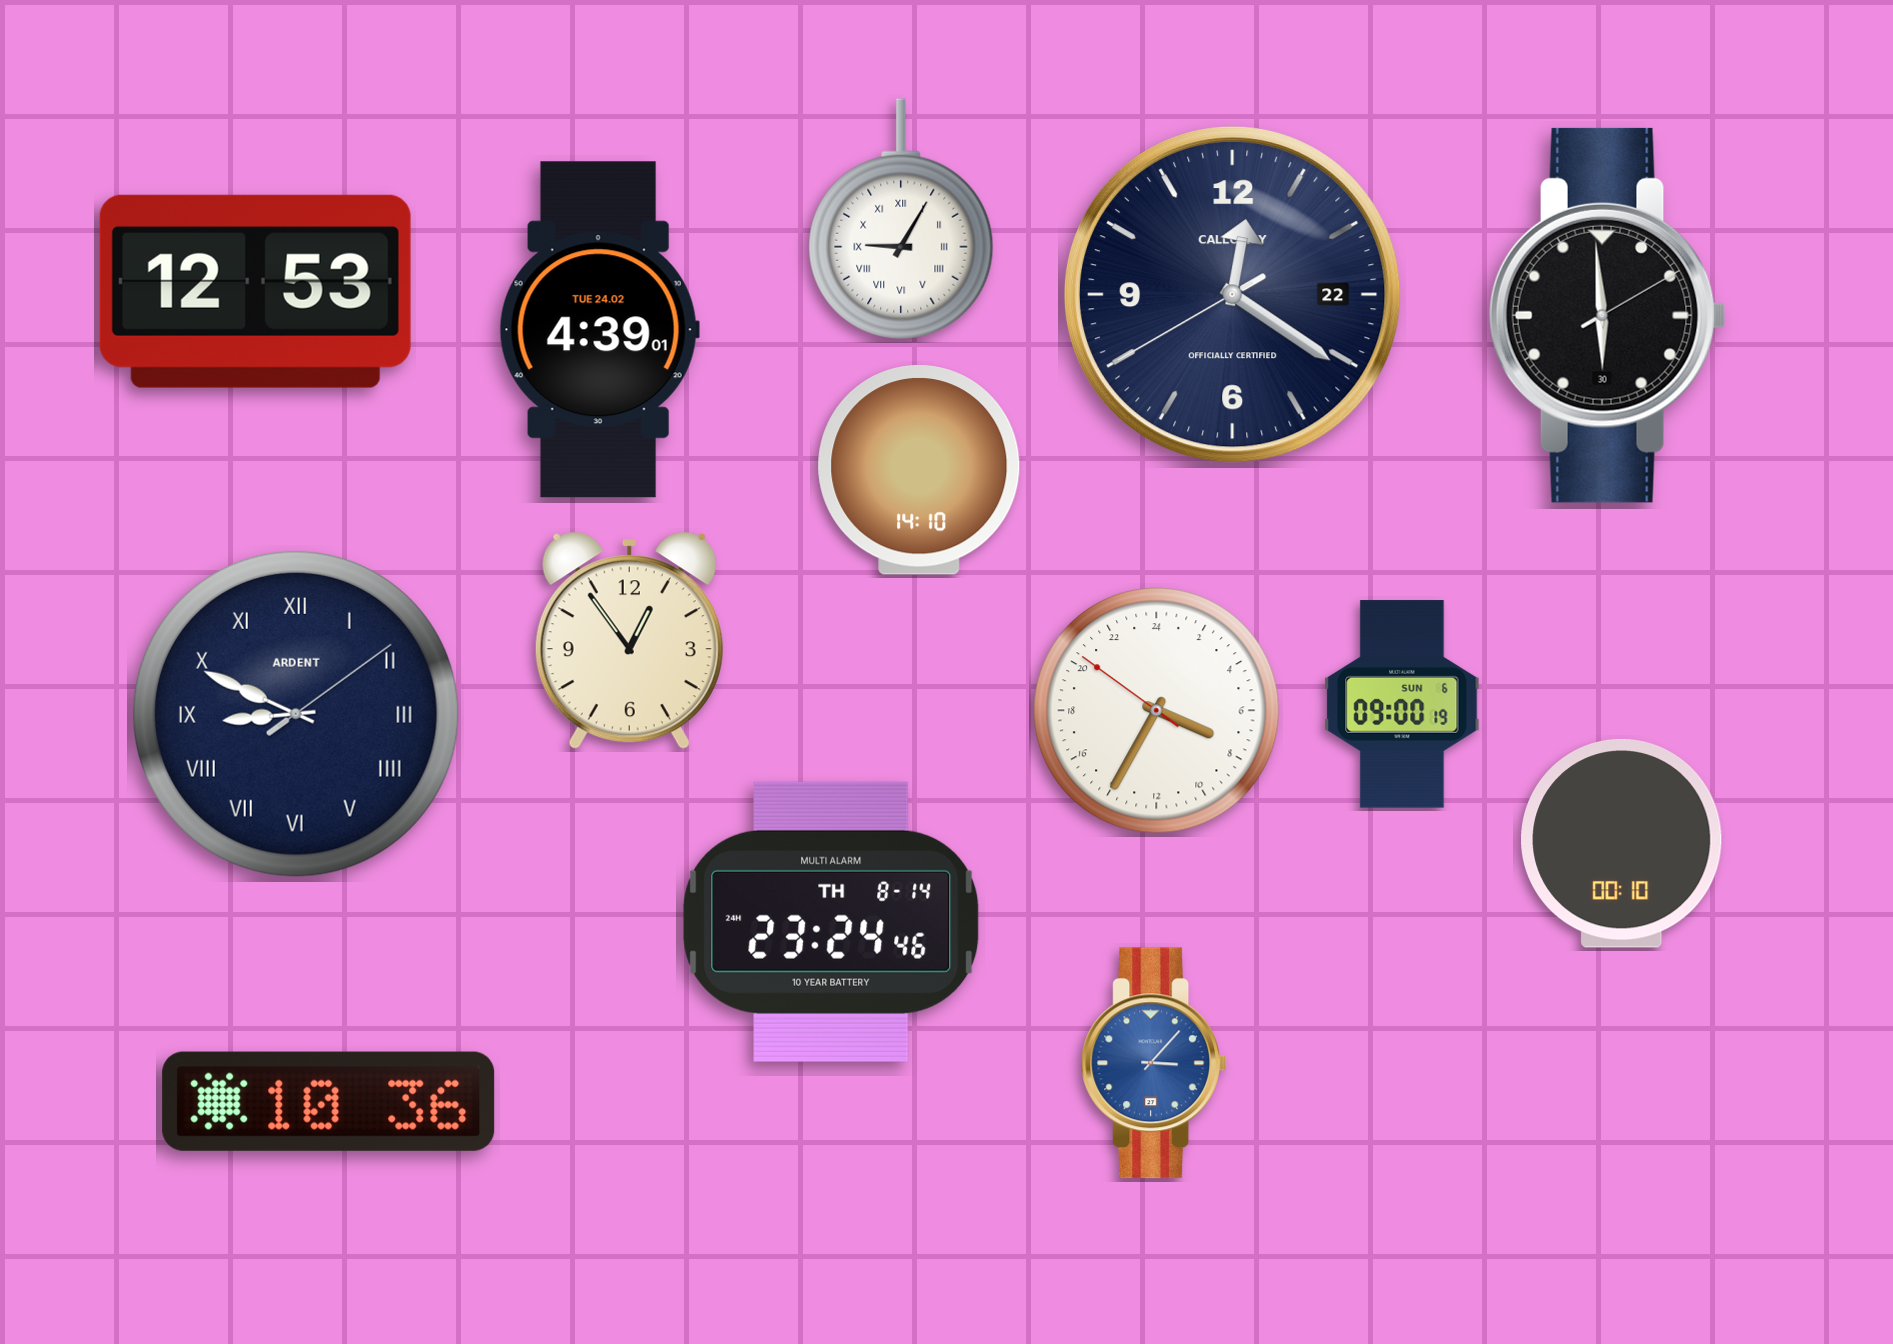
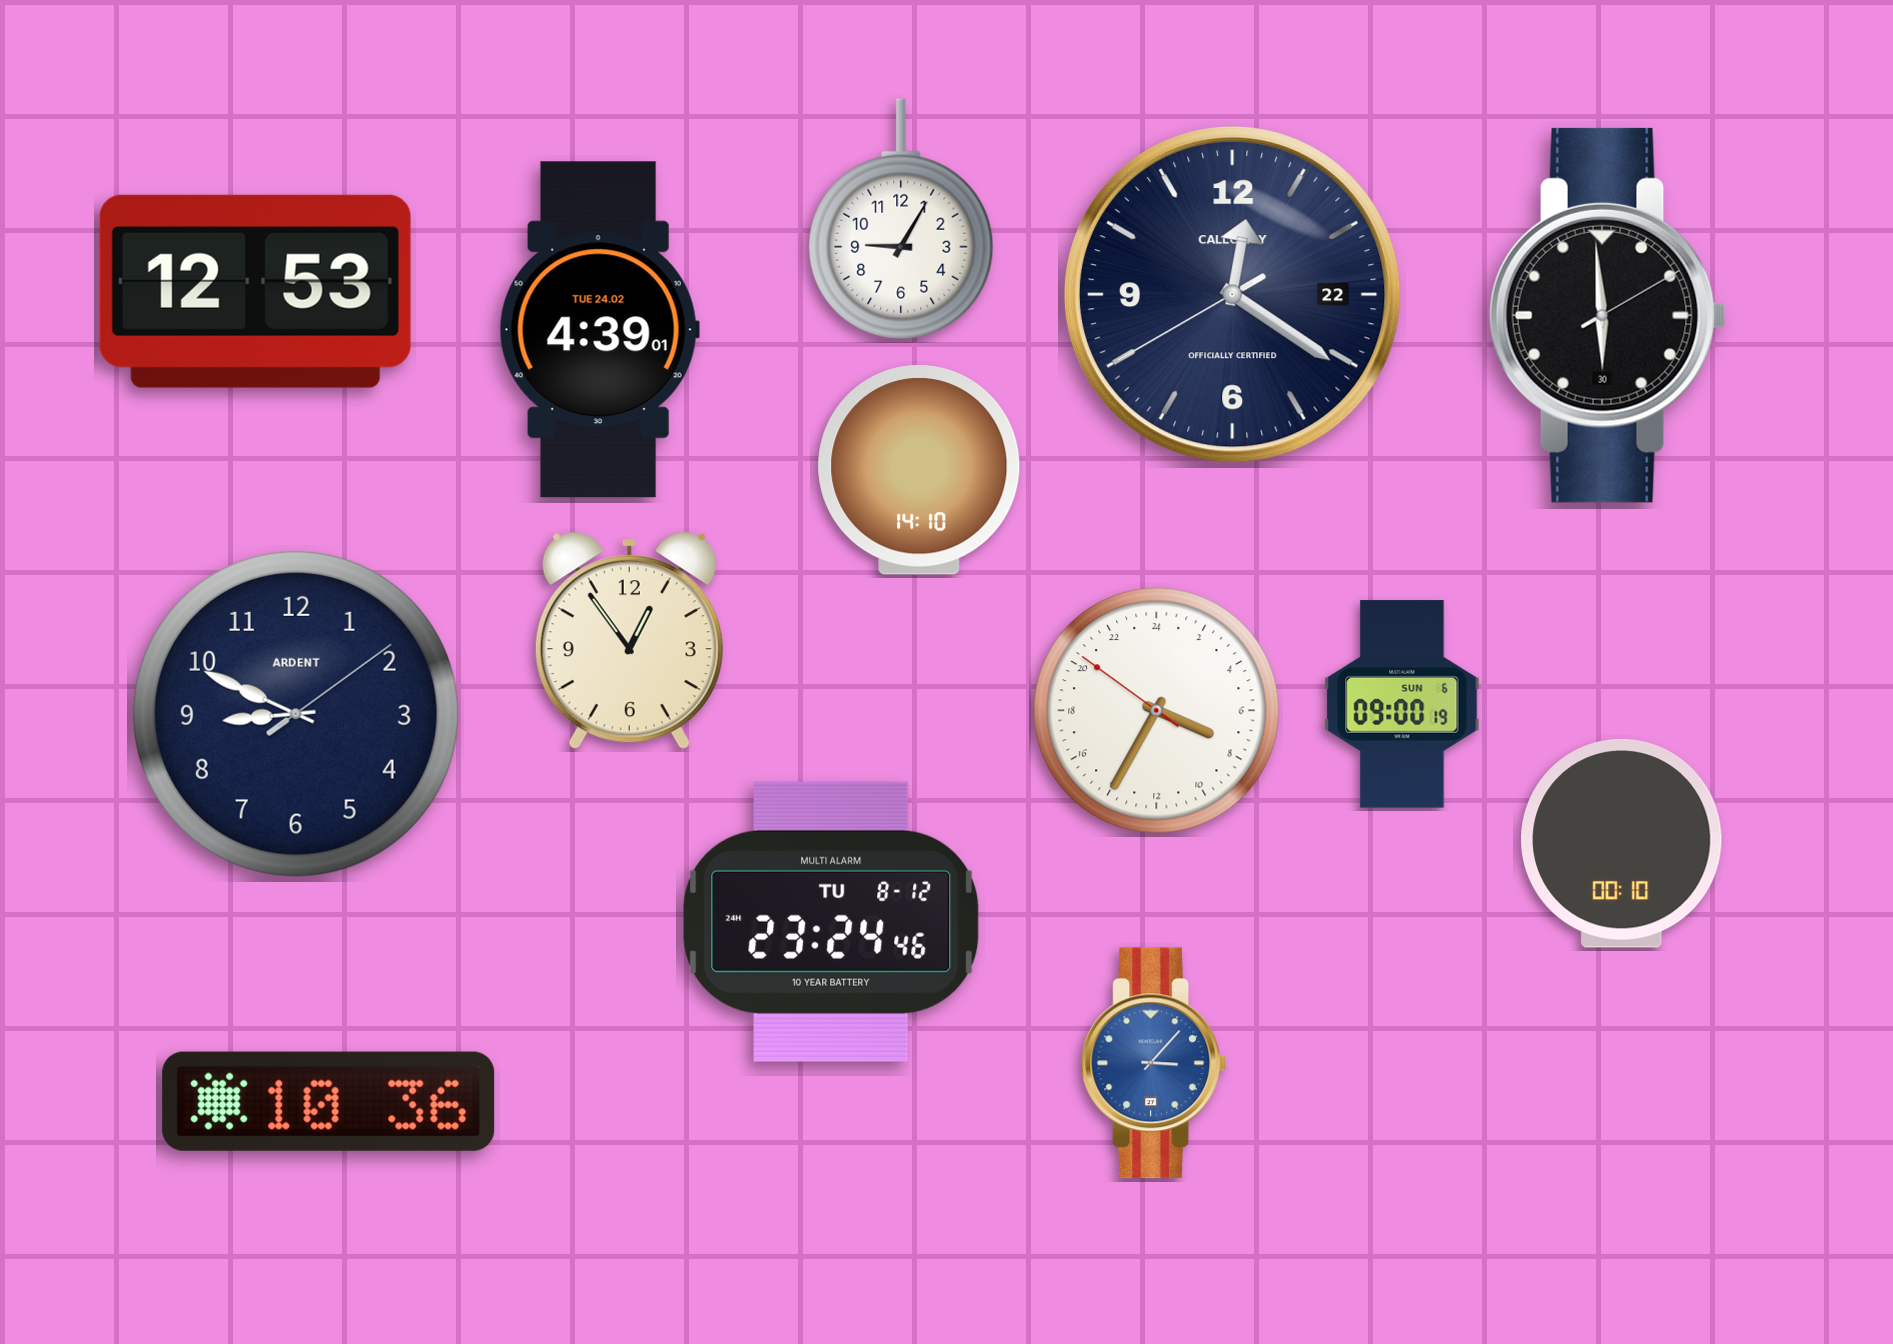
clock at (901, 219) numerals: Roman -> Arabic
clock at (296, 714) numerals: Roman -> Arabic
clock at (831, 922) date: TH 8-14 -> TU 8-12
